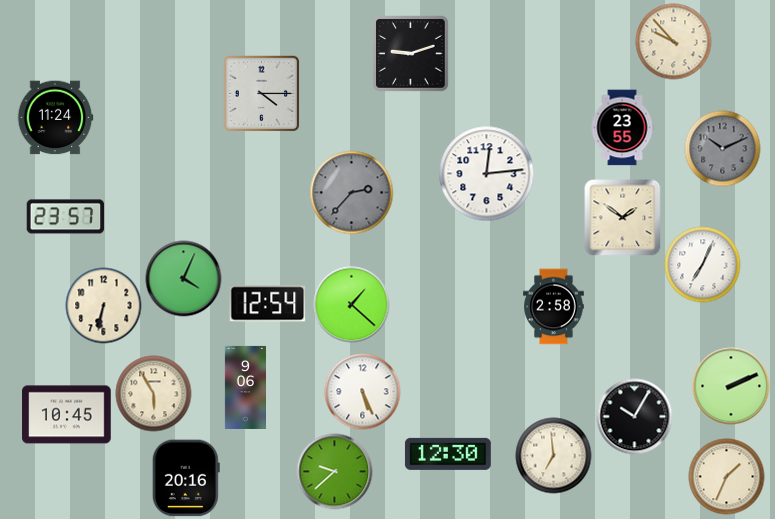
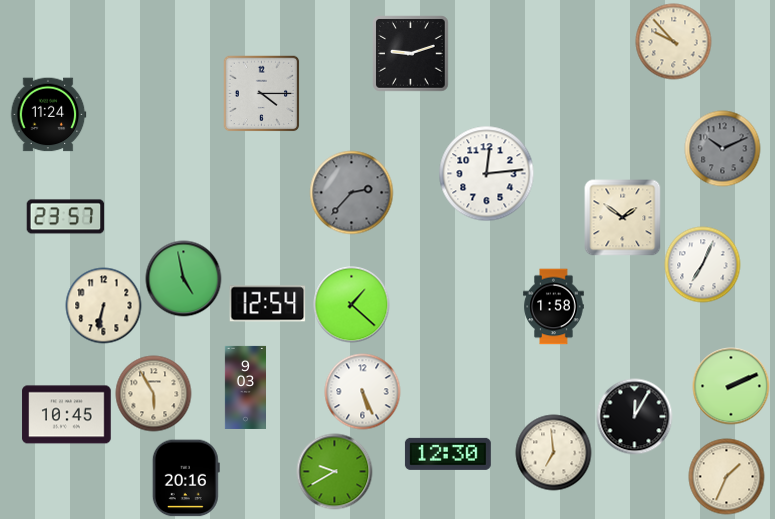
clock at (55, 118) position: (55, 118) -> (48, 115)
clock at (622, 128): 23:55 -> none
clock at (184, 279): 4:04 -> 4:58
clock at (554, 307): 2:58 -> 1:58
clock at (245, 387): 9:06 -> 9:03
clock at (635, 417): 10:05 -> 12:05
clock at (554, 456) position: (554, 456) -> (554, 453)
clock at (335, 472): 9:38 -> 9:40
